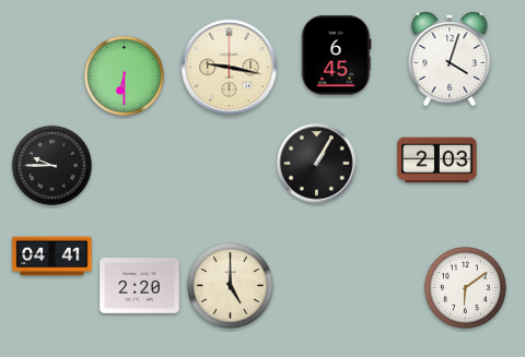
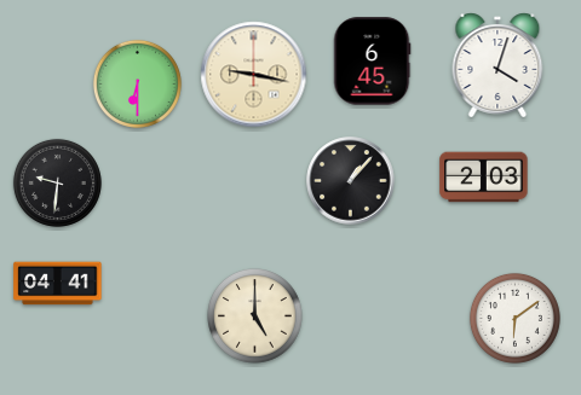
clock at (317, 164): 1:05 -> 1:07
clock at (51, 165): 9:45 -> 9:31
clock at (140, 286): 2:20 -> none
